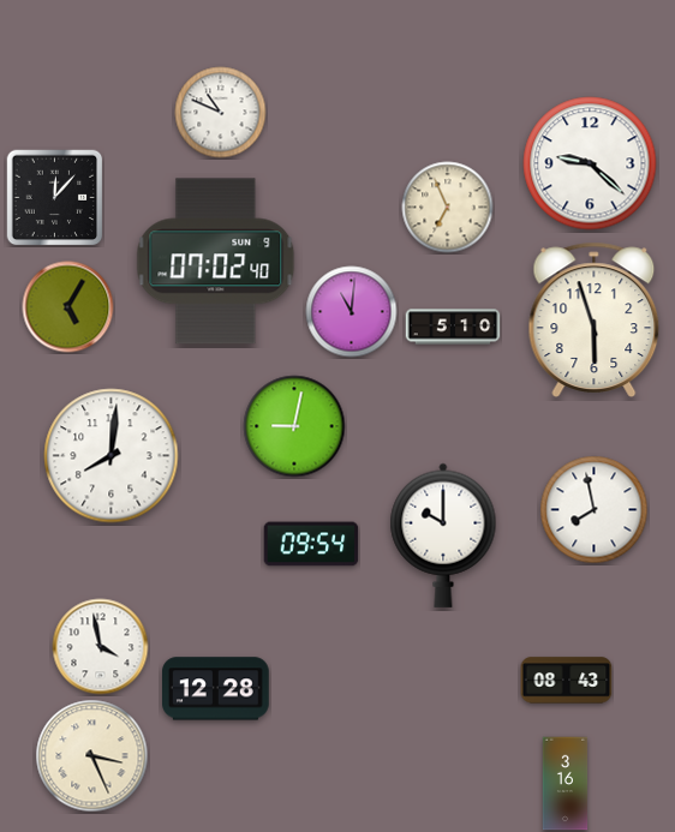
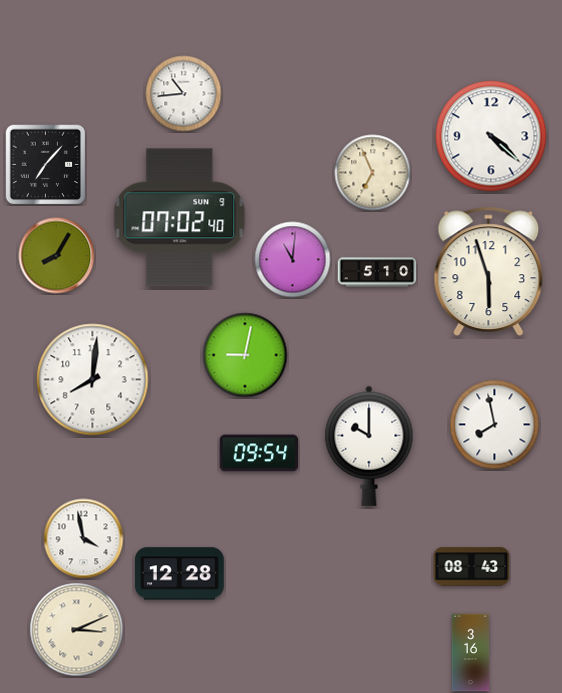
clock at (221, 113): 10:49 -> 10:44
clock at (590, 163): 9:22 -> 4:22
clock at (55, 198): 12:07 -> 7:07
clock at (68, 307): 5:05 -> 8:05
clock at (595, 319) position: (595, 319) -> (489, 271)
clock at (92, 756): 3:26 -> 3:11
